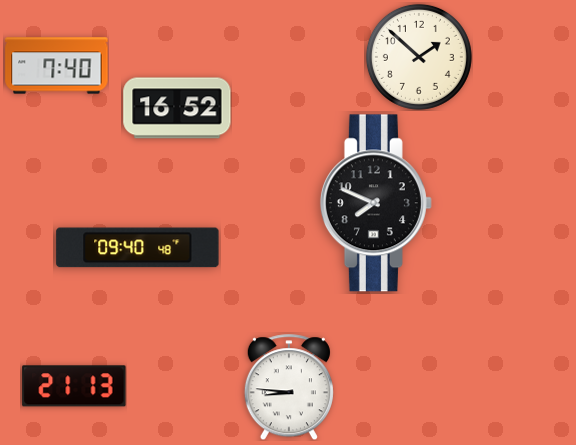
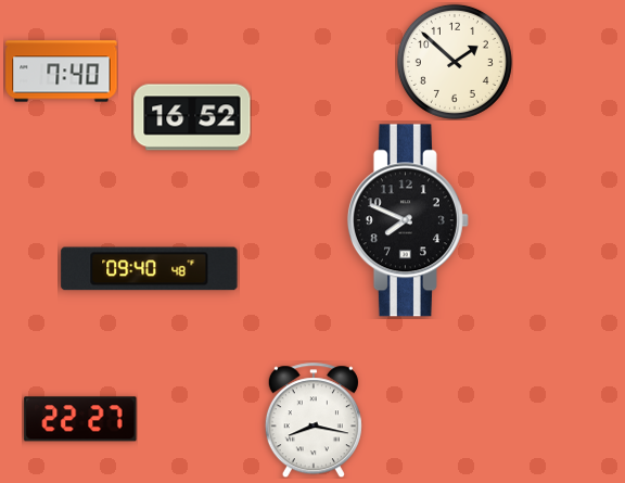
clock at (74, 386): 21:13 -> 22:27
clock at (289, 387): 8:46 -> 8:17
